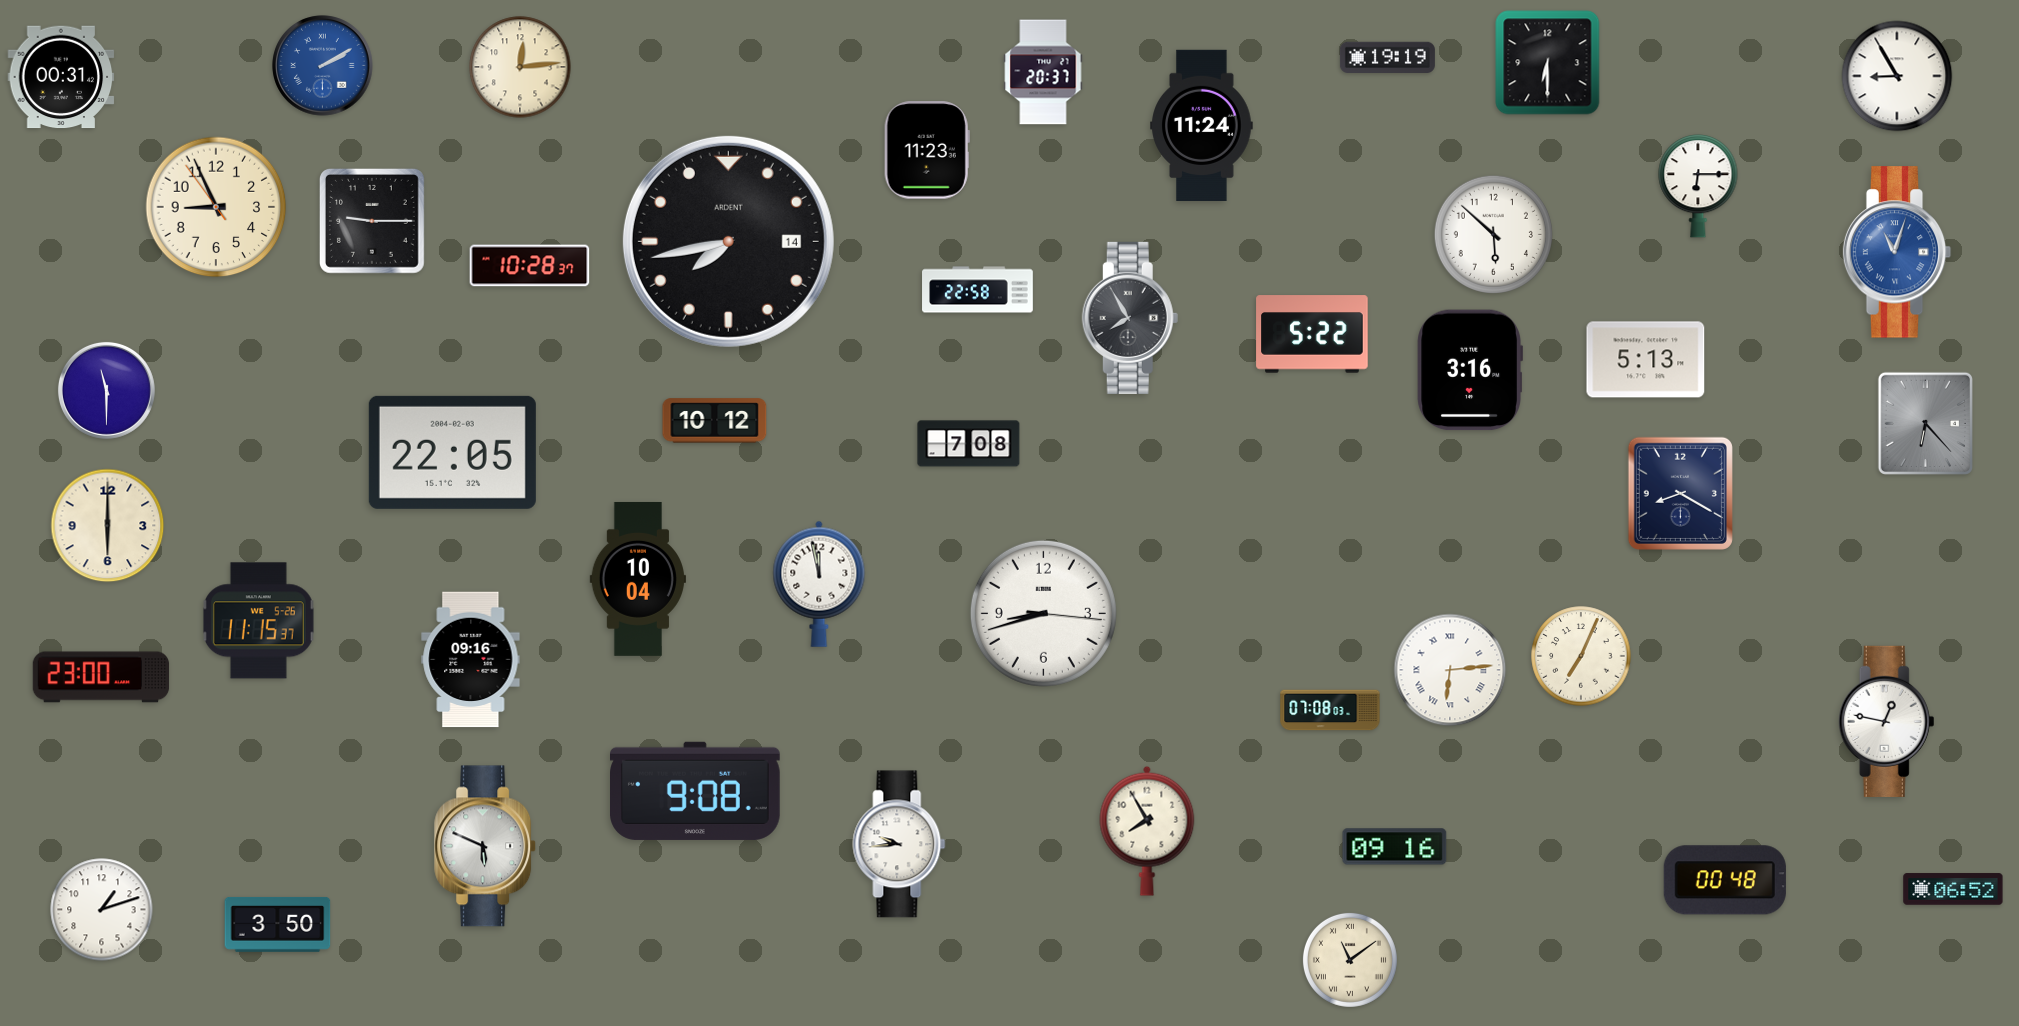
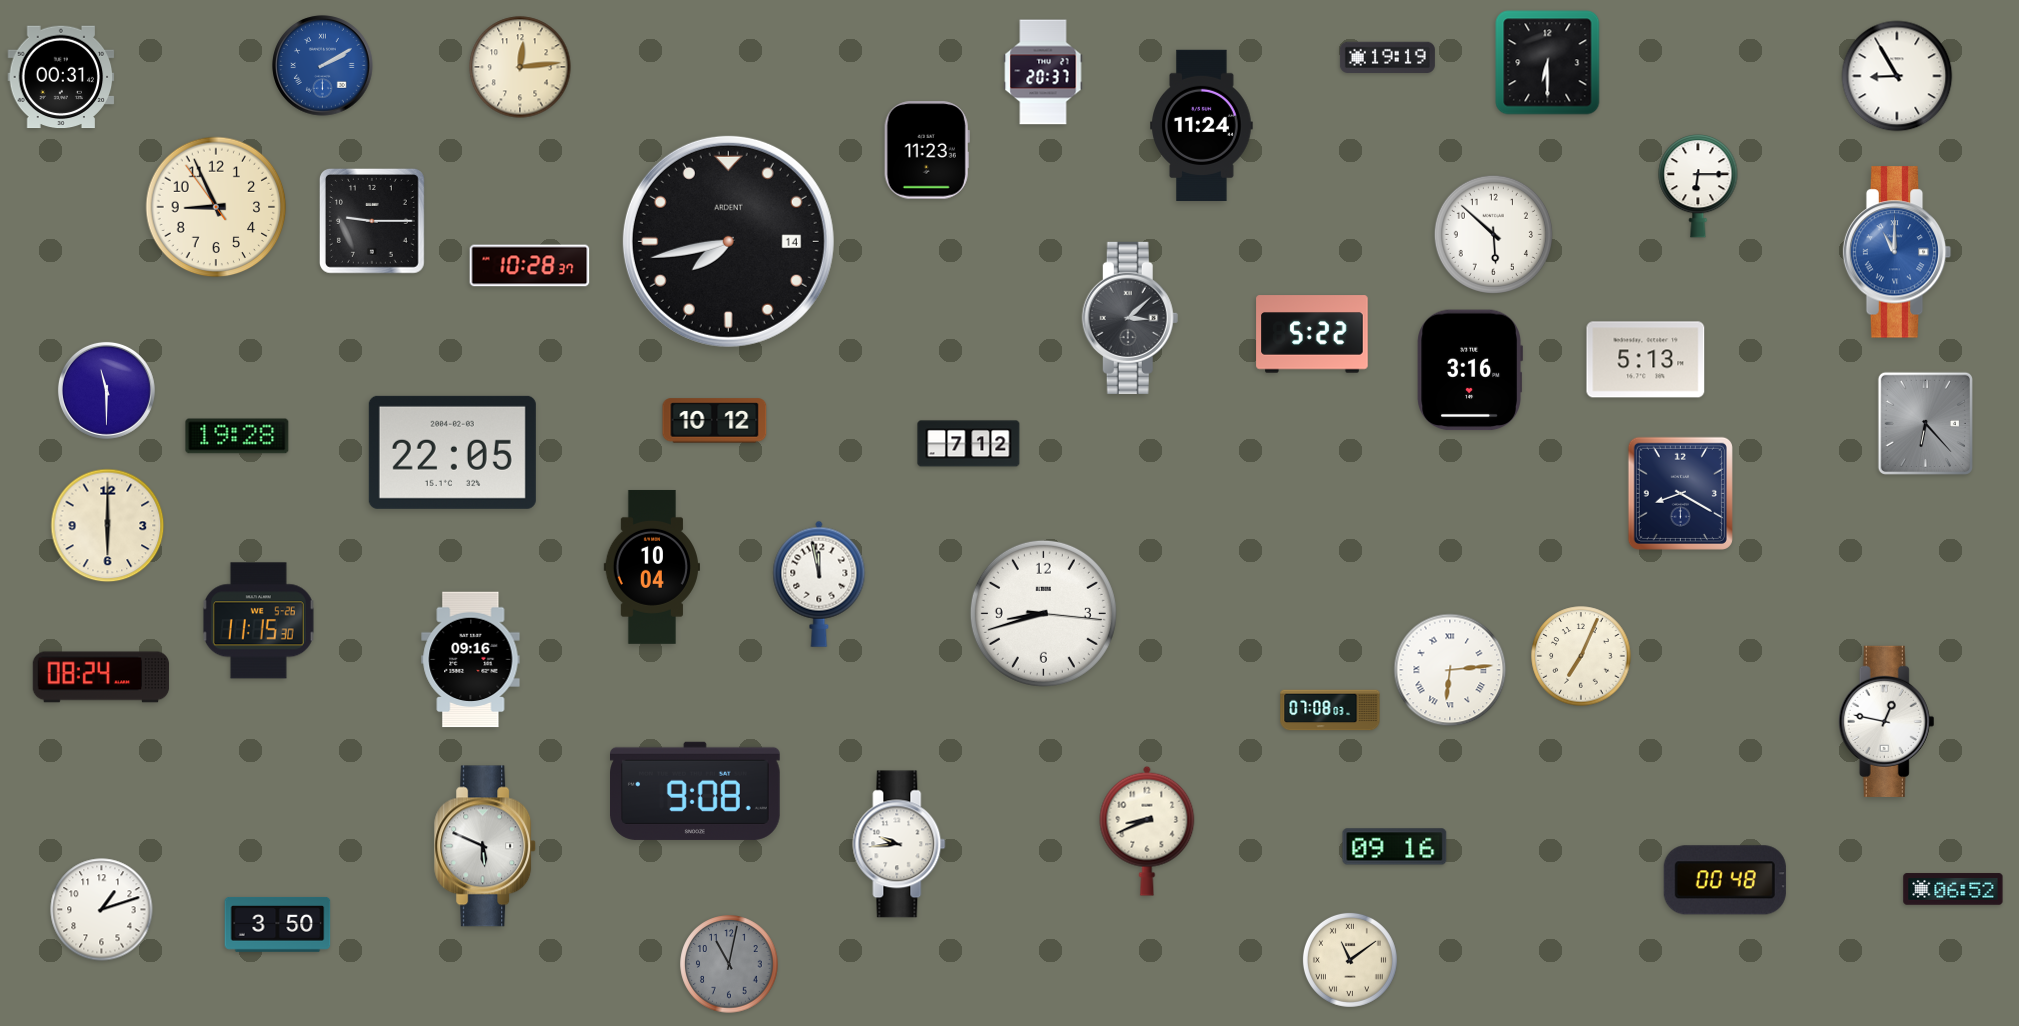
clock at (1897, 252): 11:03 -> 11:00
clock at (978, 290): 22:58 -> none
clock at (1130, 318): 7:55 -> 3:08
clock at (237, 436): none -> 19:28
clock at (969, 444): 7:08 -> 7:12
clock at (638, 579) position: (638, 579) -> (652, 567)
clock at (258, 621): 11:15:37 -> 11:15:30
clock at (101, 677): 23:00 -> 08:24
clock at (1147, 831): 7:55 -> 8:41
clock at (729, 964): none -> 11:02
